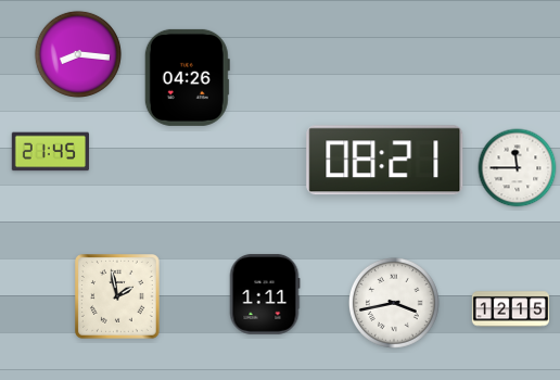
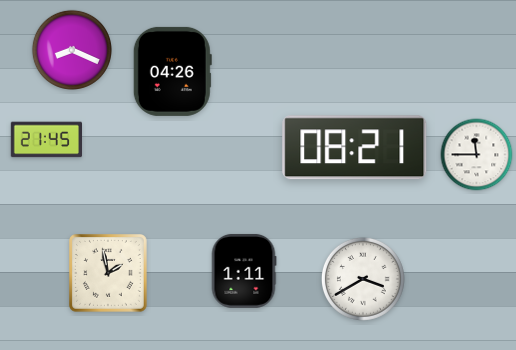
clock at (78, 54): 8:16 -> 8:19
clock at (394, 303): 3:43 -> 3:40
clock at (511, 309): 12:15 -> none
